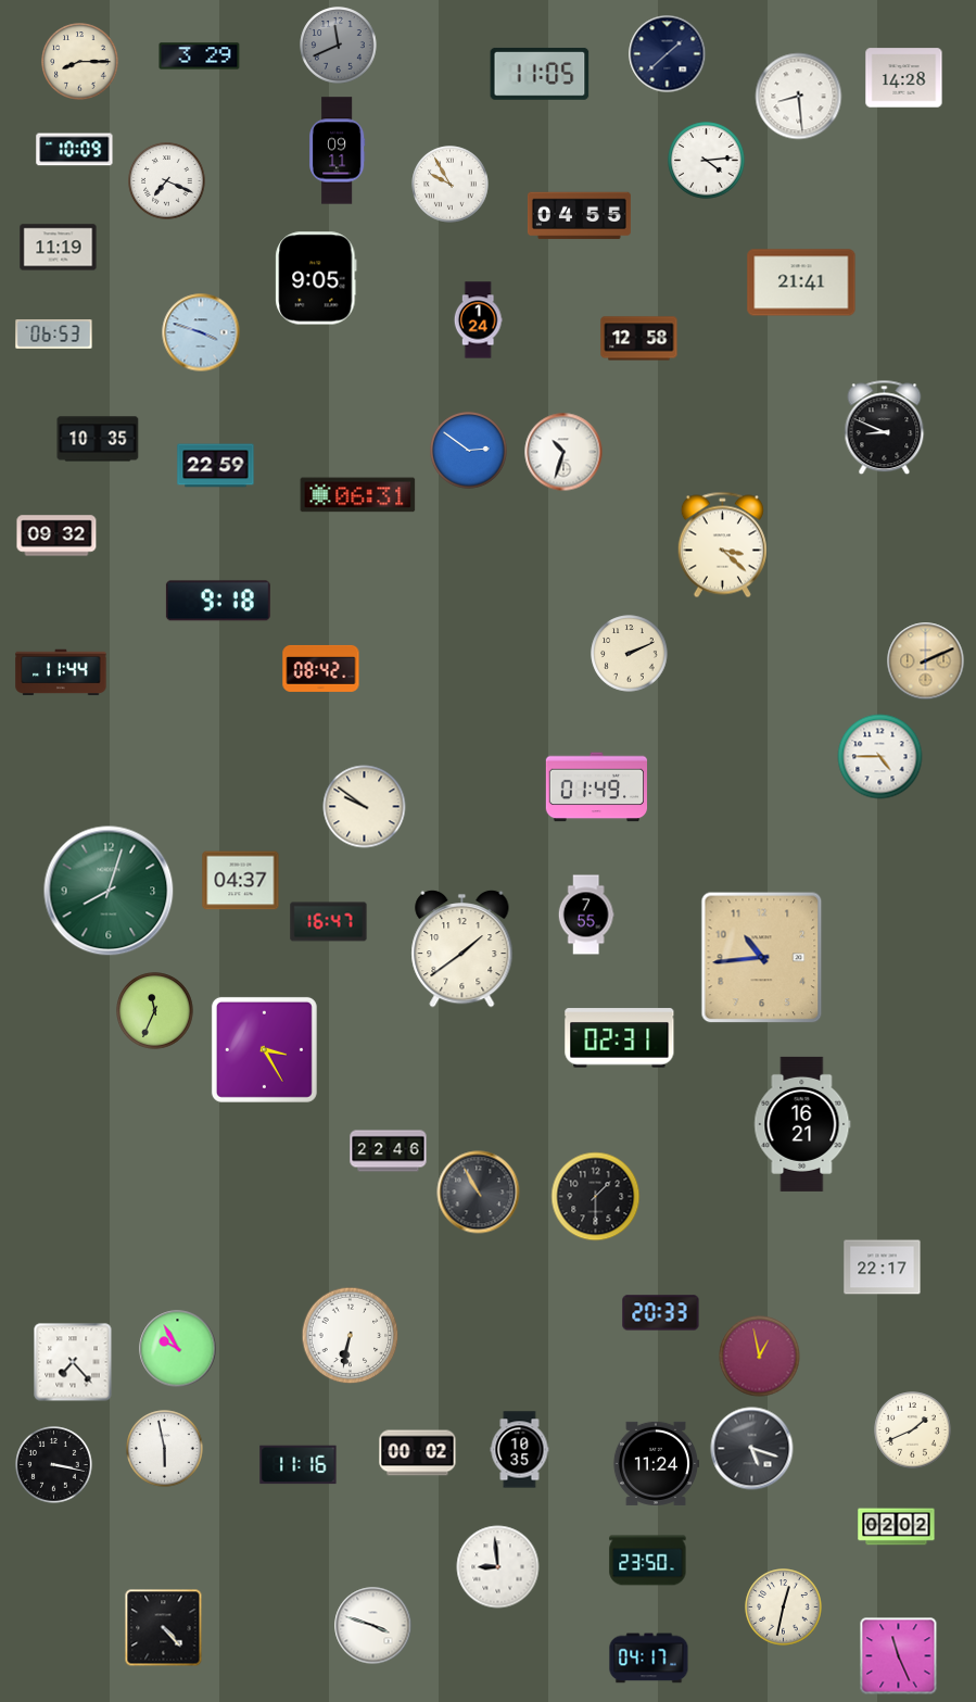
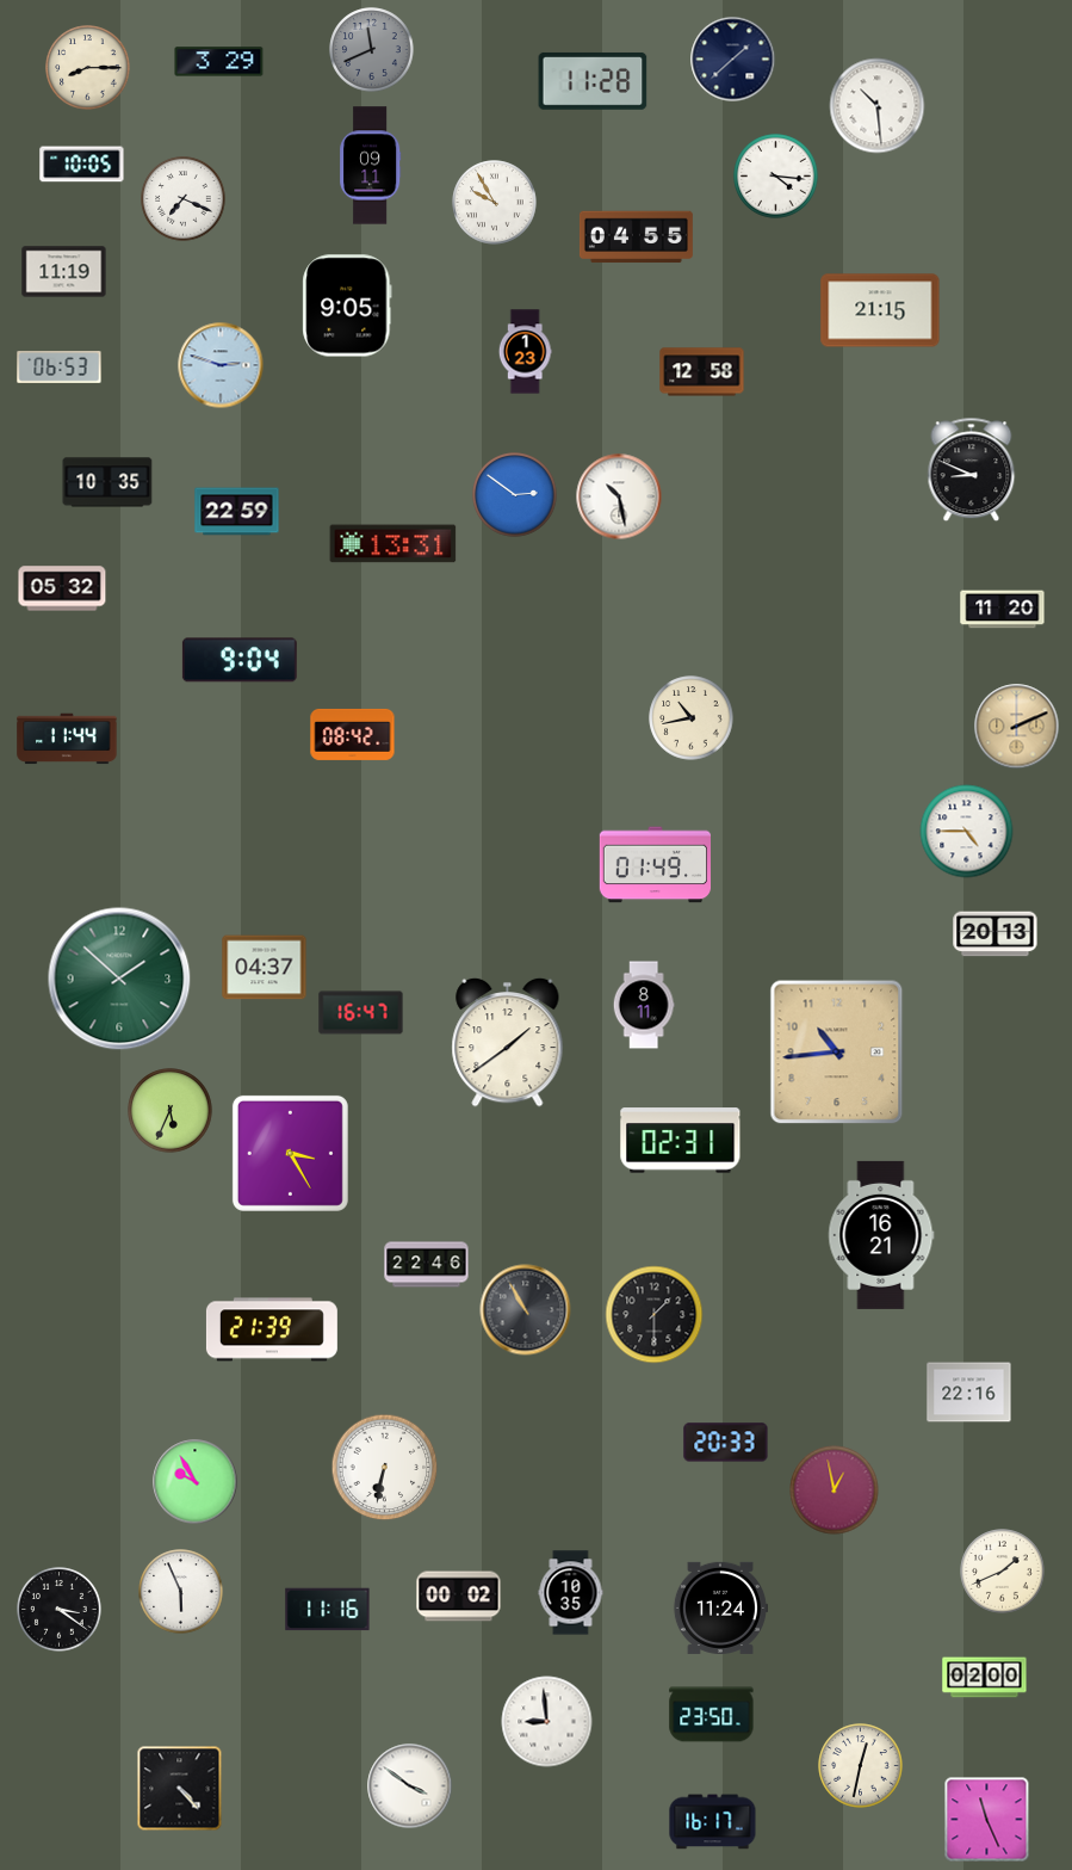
clock at (540, 74): 11:05 -> 11:28
clock at (904, 78): 14:28 -> none
clock at (799, 97): 8:29 -> 10:29
clock at (75, 150): 10:09 -> 10:05
clock at (707, 161): 4:14 -> 4:16
clock at (801, 282): 21:41 -> 21:15
clock at (478, 320): 1:24 -> 1:23
clock at (201, 332): 3:48 -> 2:48
clock at (563, 452): 10:33 -> 10:28
clock at (358, 495): 06:31 -> 13:31
clock at (56, 535): 09:32 -> 05:32
clock at (722, 545): 3:22 -> none
clock at (1003, 610): none -> 11:20
clock at (218, 601): 9:18 -> 9:04
clock at (630, 654): 2:11 -> 10:43
clock at (365, 807): 9:51 -> none
clock at (996, 934): none -> 20:13
clock at (109, 891): 8:03 -> 1:52
clock at (586, 915): 7:55 -> 8:11
clock at (155, 1011): 11:34 -> 5:34
clock at (272, 1329): none -> 21:39
clock at (883, 1268): 22:17 -> 22:16
clock at (73, 1362): 7:23 -> none
clock at (165, 1449): 5:58 -> 5:56
clock at (752, 1449): 5:18 -> none
clock at (54, 1465): 3:17 -> 3:21
clock at (897, 1527): 02:02 -> 02:00
clock at (373, 1626): 3:48 -> 3:51
clock at (649, 1659): 04:17 -> 16:17
